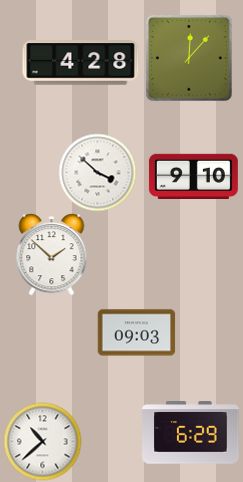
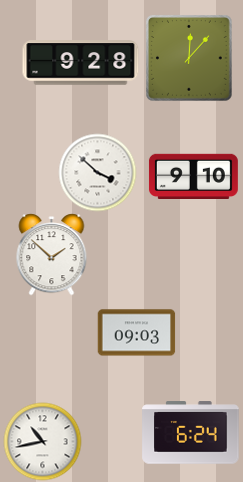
clock at (81, 63): 4:28 -> 9:28
clock at (191, 433): 6:29 -> 6:24
clock at (42, 441): 10:38 -> 10:43
